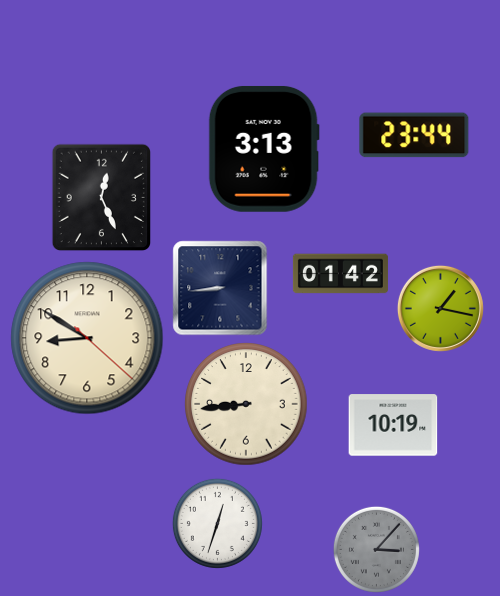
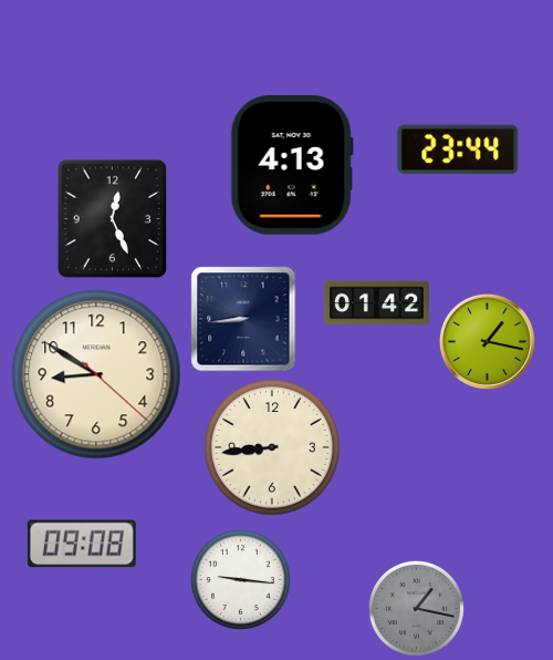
clock at (264, 149): 3:13 -> 4:13
clock at (393, 425): 10:19 -> none
clock at (82, 544): none -> 09:08
clock at (217, 523): 12:33 -> 9:16
clock at (376, 549): 3:07 -> 1:17
